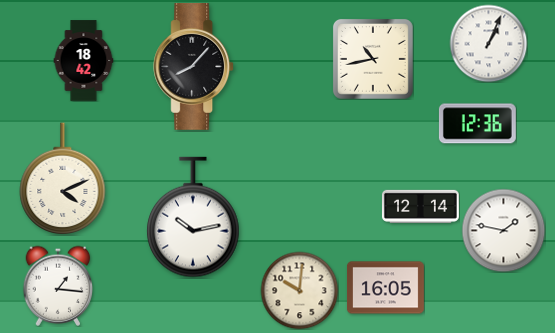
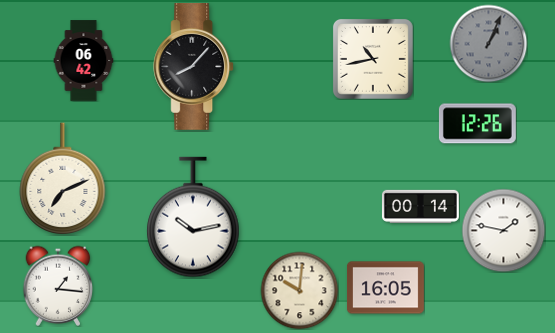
clock at (488, 43) dial: white -> grey
clock at (84, 61): 18:42 -> 06:42
clock at (477, 124): 12:36 -> 12:26
clock at (63, 179): 4:11 -> 7:11
clock at (420, 206): 12:14 -> 00:14
